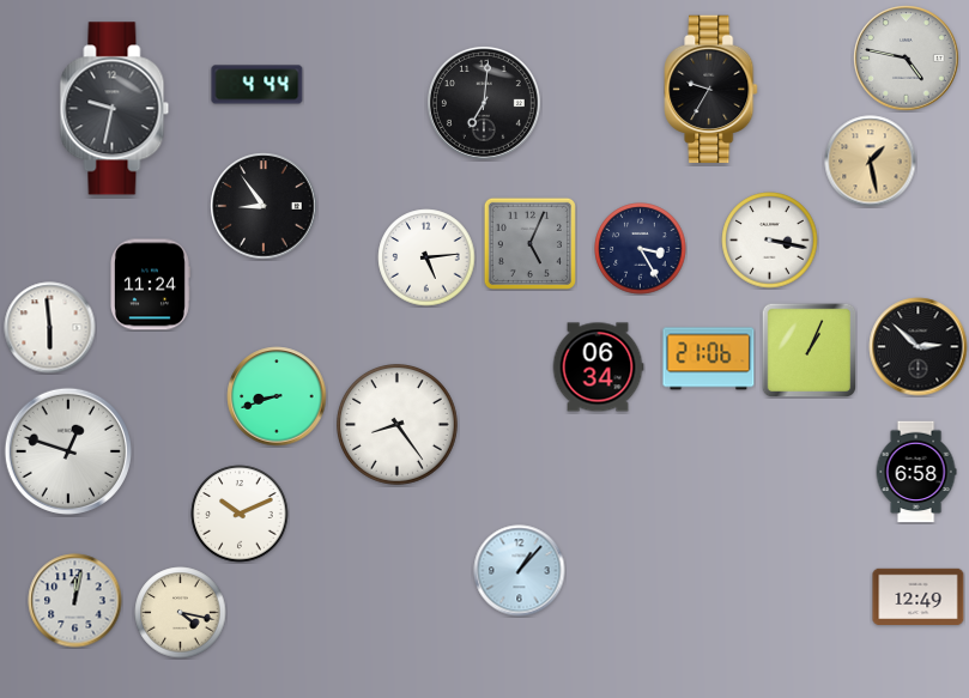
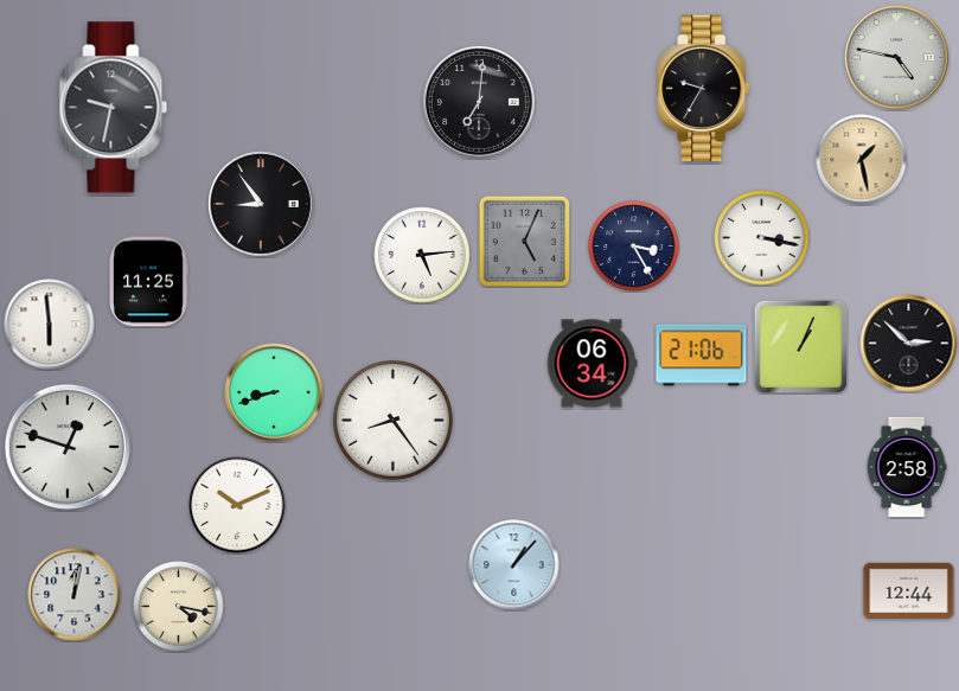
clock at (258, 85): 4:44 -> none
clock at (151, 285): 11:24 -> 11:25
clock at (916, 472): 6:58 -> 2:58
clock at (240, 514) position: (240, 514) -> (237, 505)
clock at (919, 597): 12:49 -> 12:44
